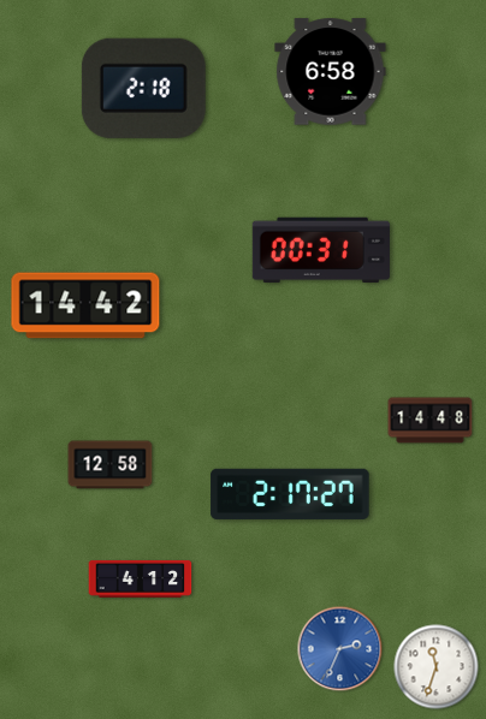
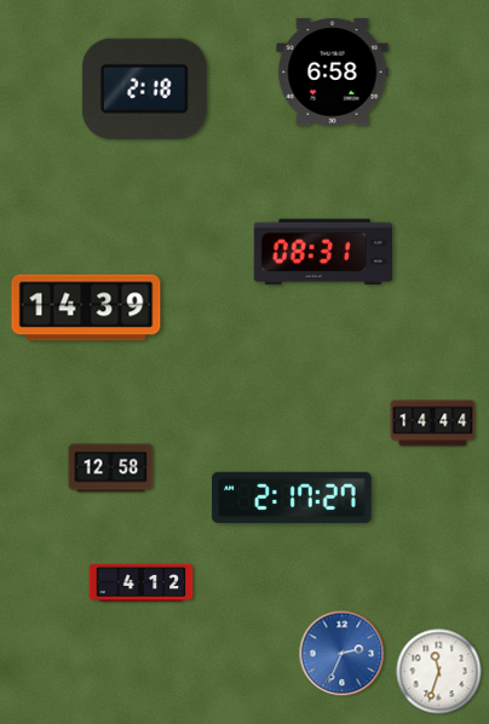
clock at (321, 250): 00:31 -> 08:31
clock at (85, 305): 14:42 -> 14:39
clock at (431, 421): 14:48 -> 14:44
